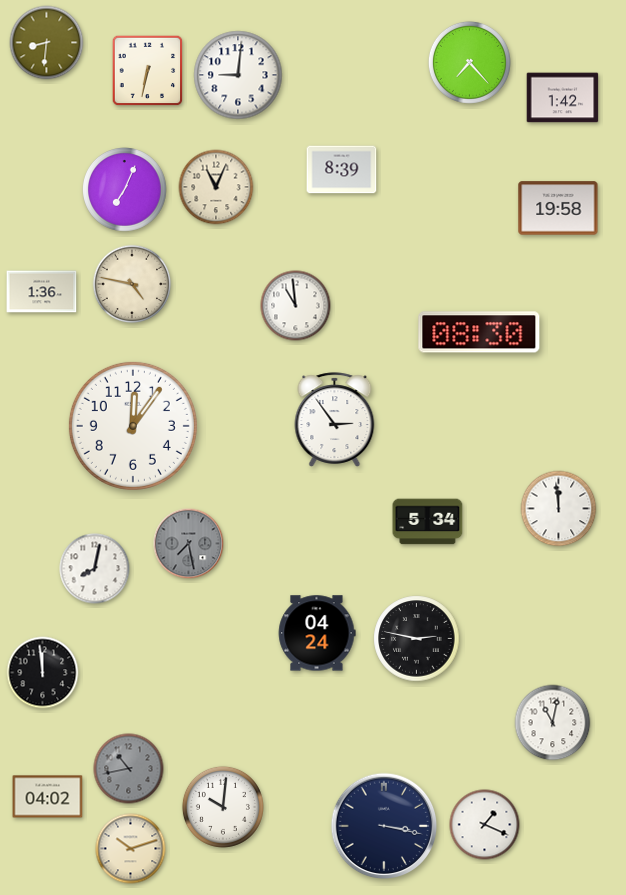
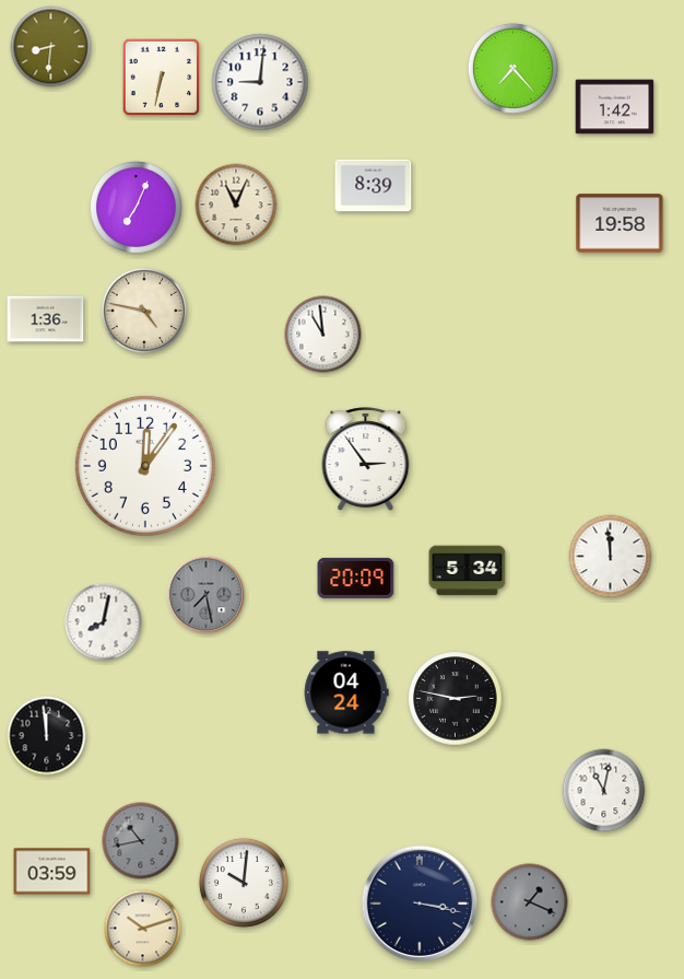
clock at (558, 208) position: (558, 208) -> (620, 223)
clock at (479, 332): 08:30 -> none
clock at (356, 578): none -> 20:09
clock at (48, 797): 04:02 -> 03:59
clock at (485, 825) dial: white -> grey
